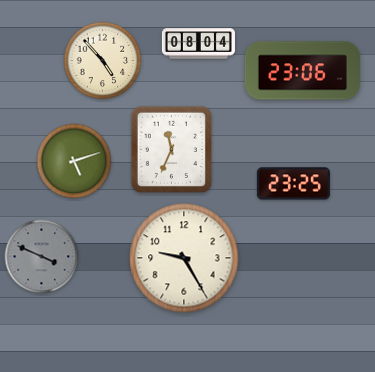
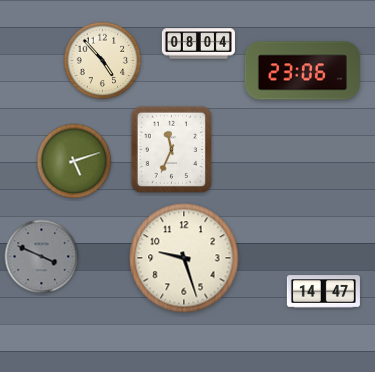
clock at (293, 184): 23:25 -> none
clock at (184, 258): 9:25 -> 9:27
clock at (323, 292): none -> 14:47
